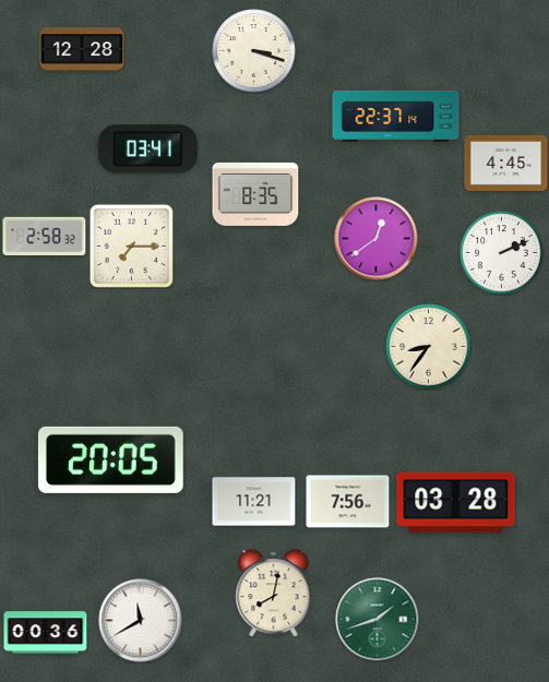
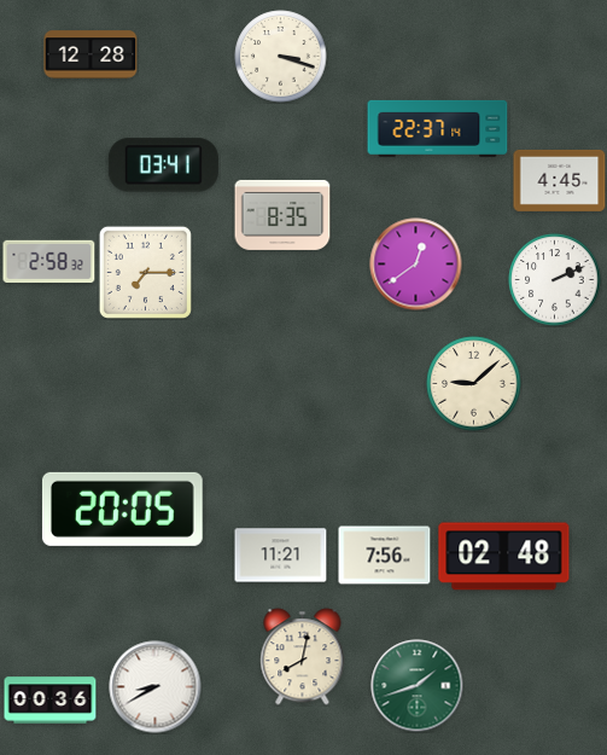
clock at (429, 347): 8:36 -> 9:08
clock at (456, 503): 03:28 -> 02:48
clock at (141, 621): 11:40 -> 8:40
